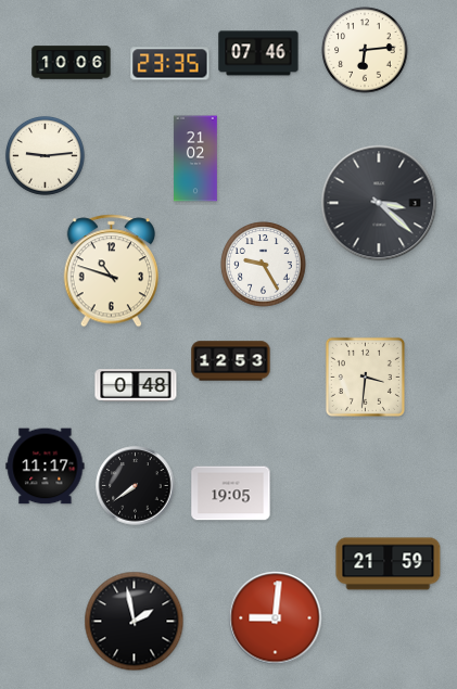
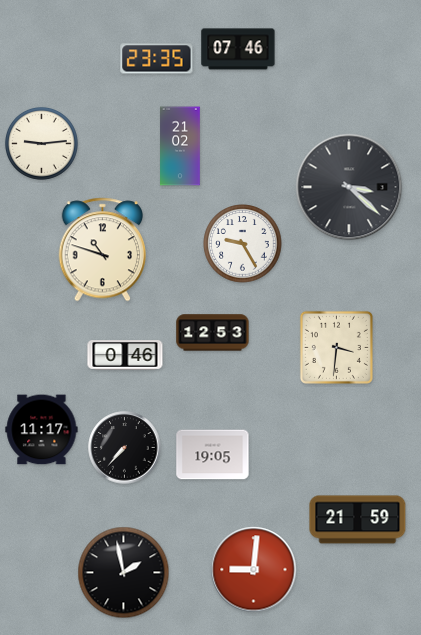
clock at (365, 50): 6:14 -> none
clock at (72, 63): 10:06 -> none
clock at (136, 385): 0:48 -> 0:46
clock at (136, 486): 7:39 -> 7:37
